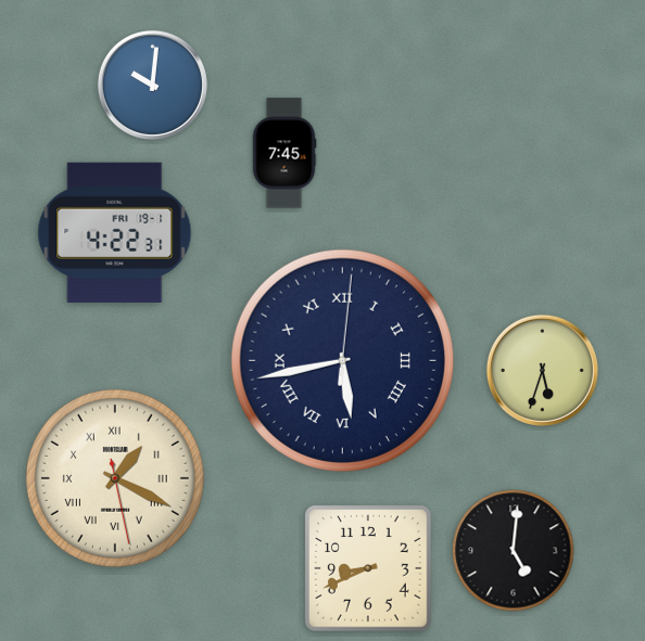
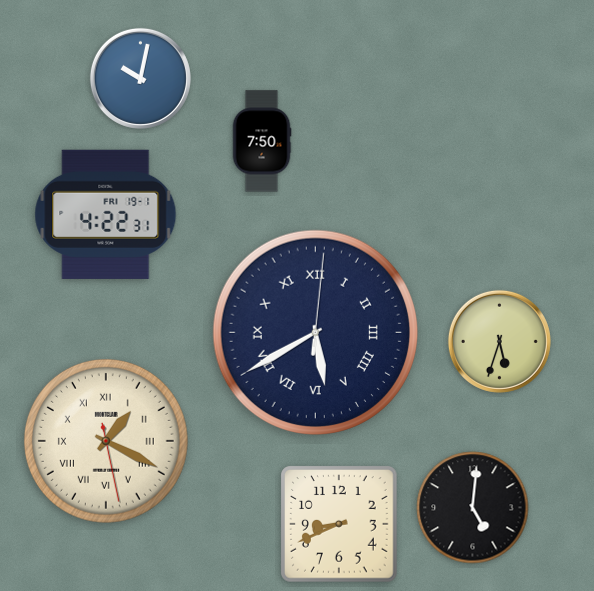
clock at (152, 85): 10:01 -> 10:02
clock at (284, 153): 7:45 -> 7:50
clock at (342, 360): 5:43 -> 5:40
